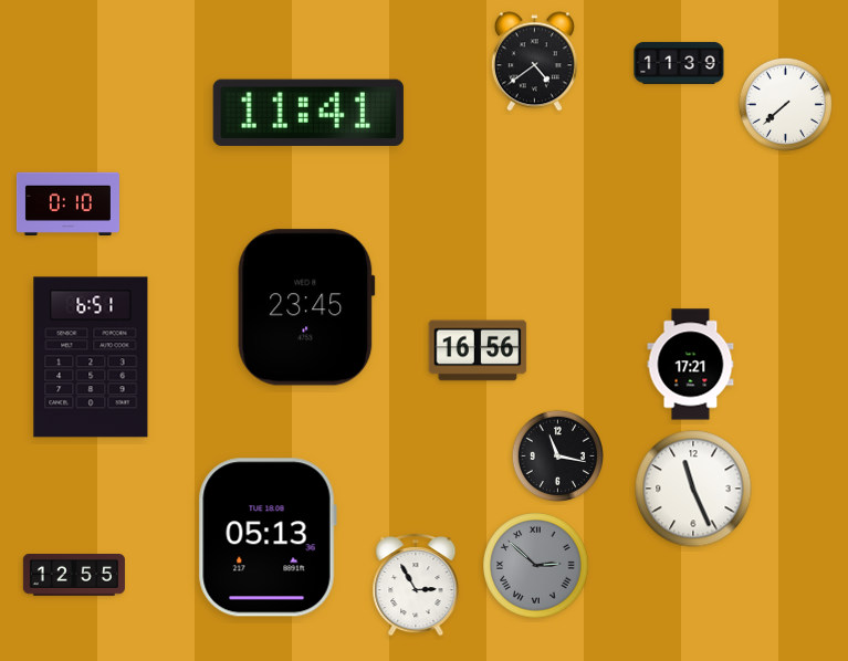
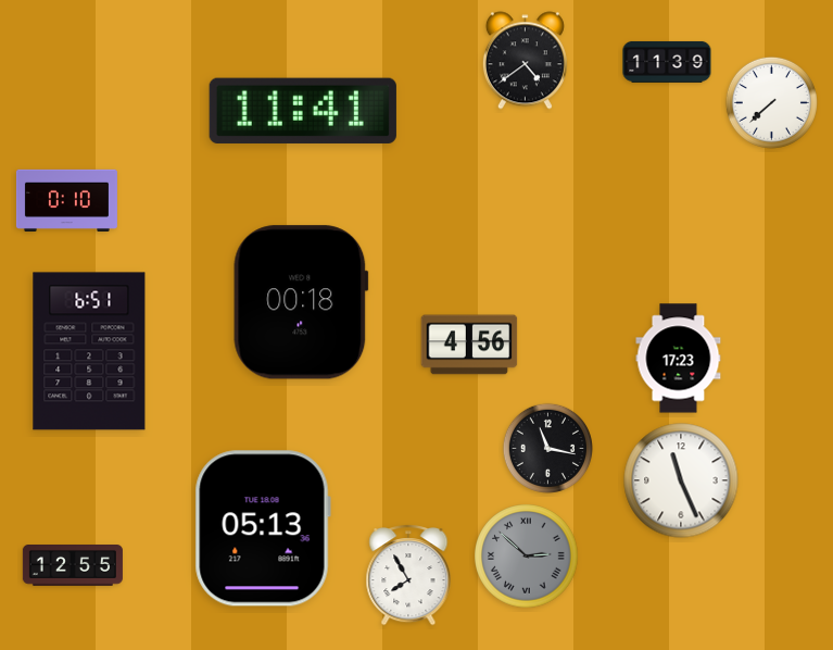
clock at (306, 307): 23:45 -> 00:18
clock at (478, 350): 16:56 -> 4:56
clock at (691, 365): 17:21 -> 17:23
clock at (416, 586): 2:55 -> 7:55
